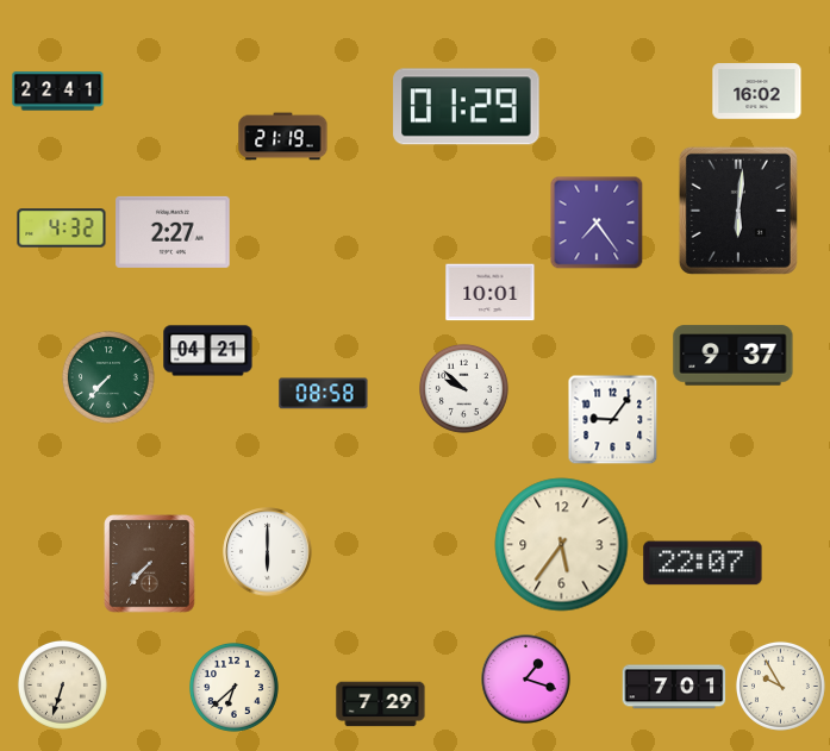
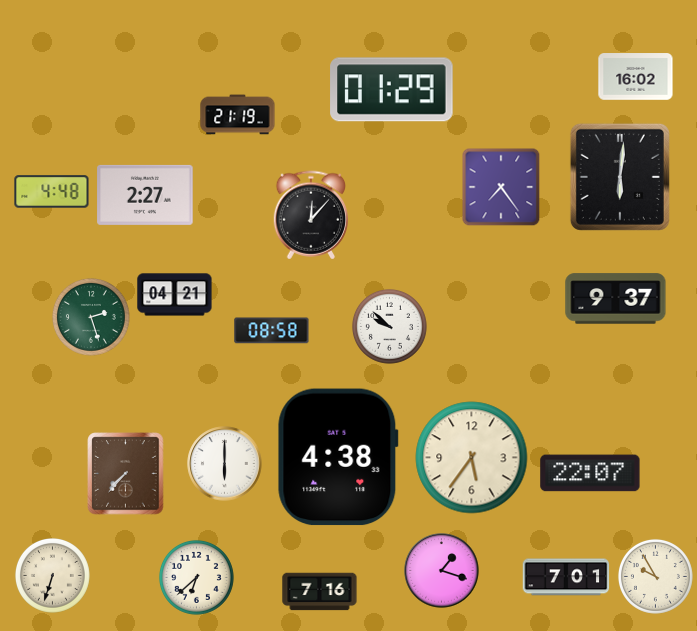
clock at (58, 92): 22:41 -> none
clock at (62, 229): 4:32 -> 4:48
clock at (310, 215): none -> 12:07
clock at (491, 293): 10:01 -> none
clock at (108, 377): 7:37 -> 2:27
clock at (613, 420): 9:06 -> none
clock at (338, 457): none -> 4:38
clock at (381, 705): 7:29 -> 7:16
